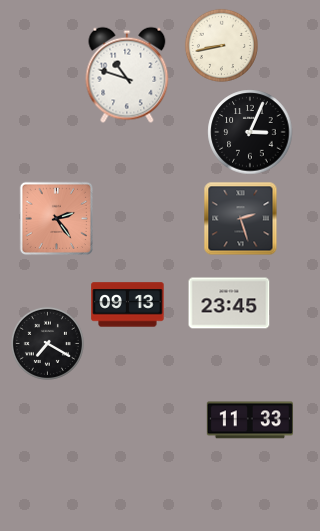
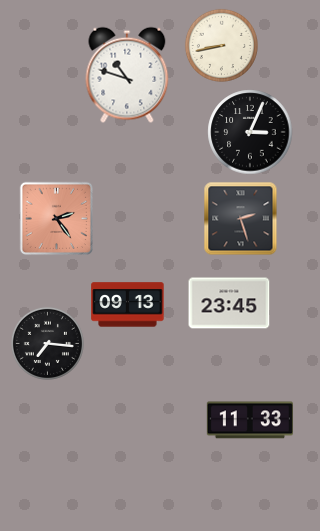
clock at (47, 343): 7:20 -> 7:16
